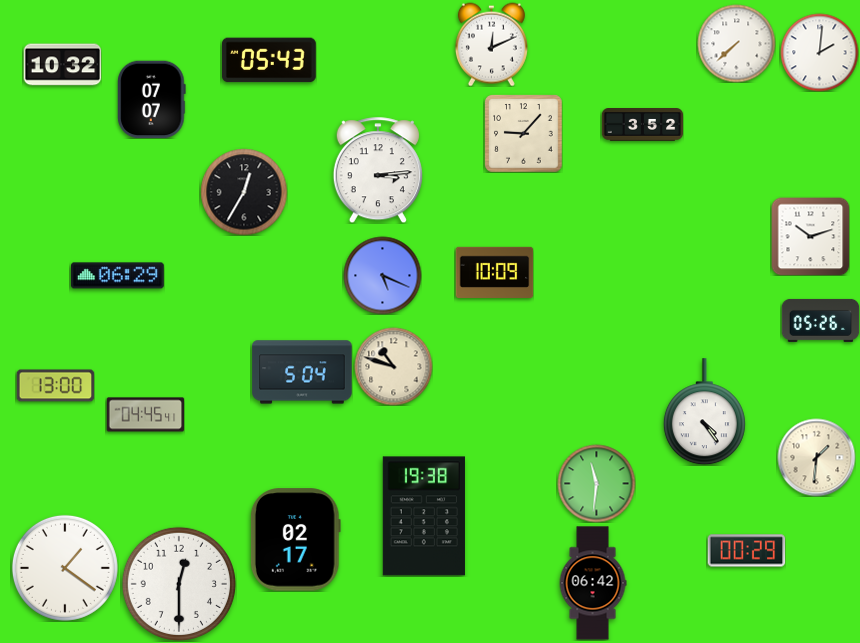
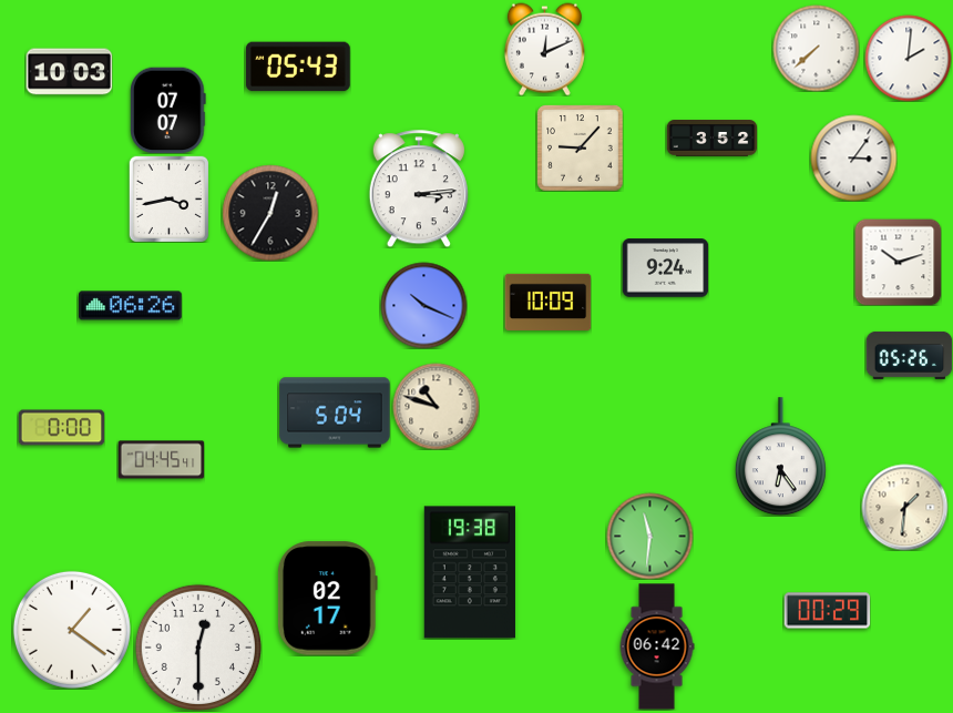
clock at (62, 65): 10:32 -> 10:03
clock at (853, 157): none -> 3:06
clock at (168, 198): none -> 3:43
clock at (665, 268): none -> 9:24
clock at (382, 275): 5:19 -> 10:19
clock at (117, 276): 06:29 -> 06:26
clock at (55, 386): 13:00 -> 0:00
clock at (704, 412): 4:24 -> 6:24
clock at (596, 483) position: (596, 483) -> (649, 536)
